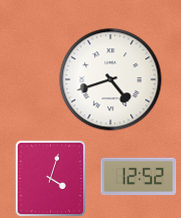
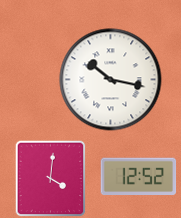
clock at (111, 80): 4:42 -> 10:17
clock at (51, 179): 4:03 -> 4:01
